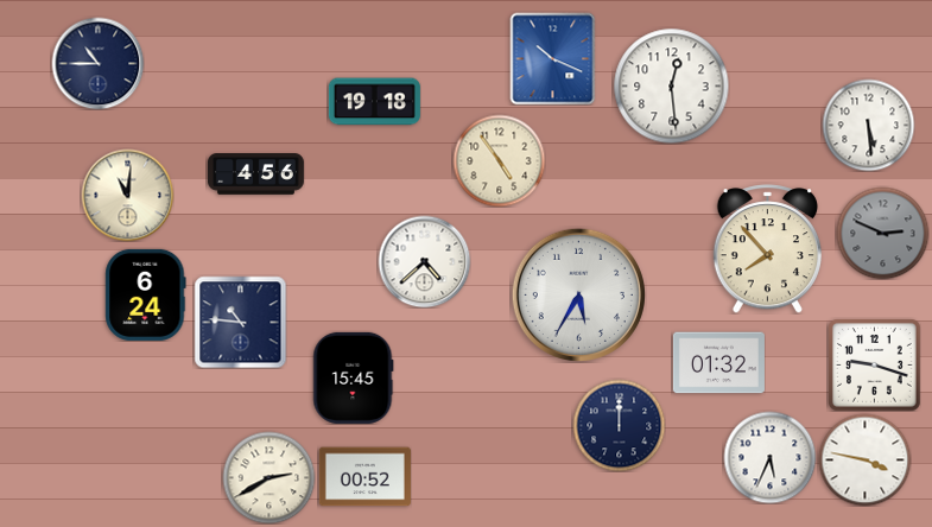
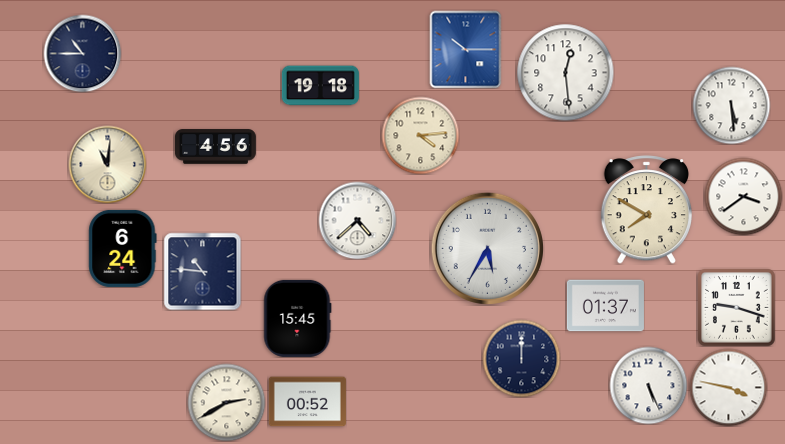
clock at (553, 58): 10:19 -> 10:15
clock at (374, 102) position: (374, 102) -> (320, 86)
clock at (499, 160): 4:54 -> 4:14
clock at (882, 233): 2:49 -> 3:39
clock at (882, 233) dial: grey -> white
clock at (767, 249): 7:53 -> 7:50
clock at (718, 363): 01:32 -> 01:37
clock at (769, 457): 5:34 -> 5:26
